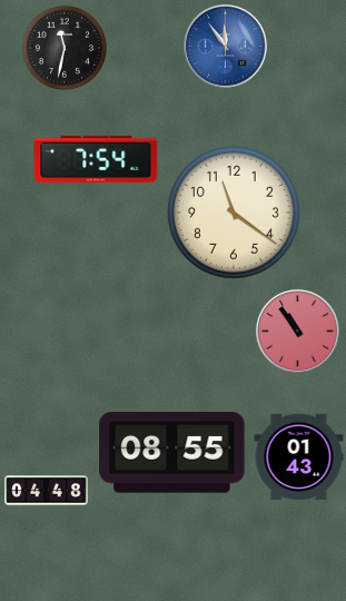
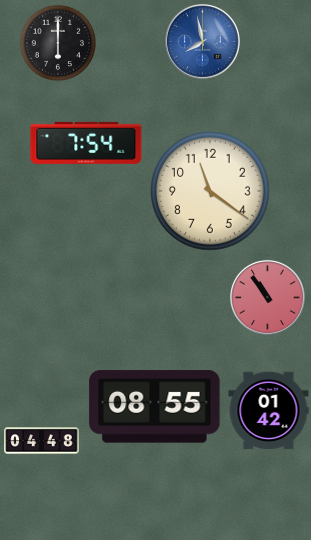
clock at (225, 46): 11:54 -> 7:58
clock at (65, 48): 11:32 -> 6:00
clock at (299, 457): 01:43 -> 01:42
